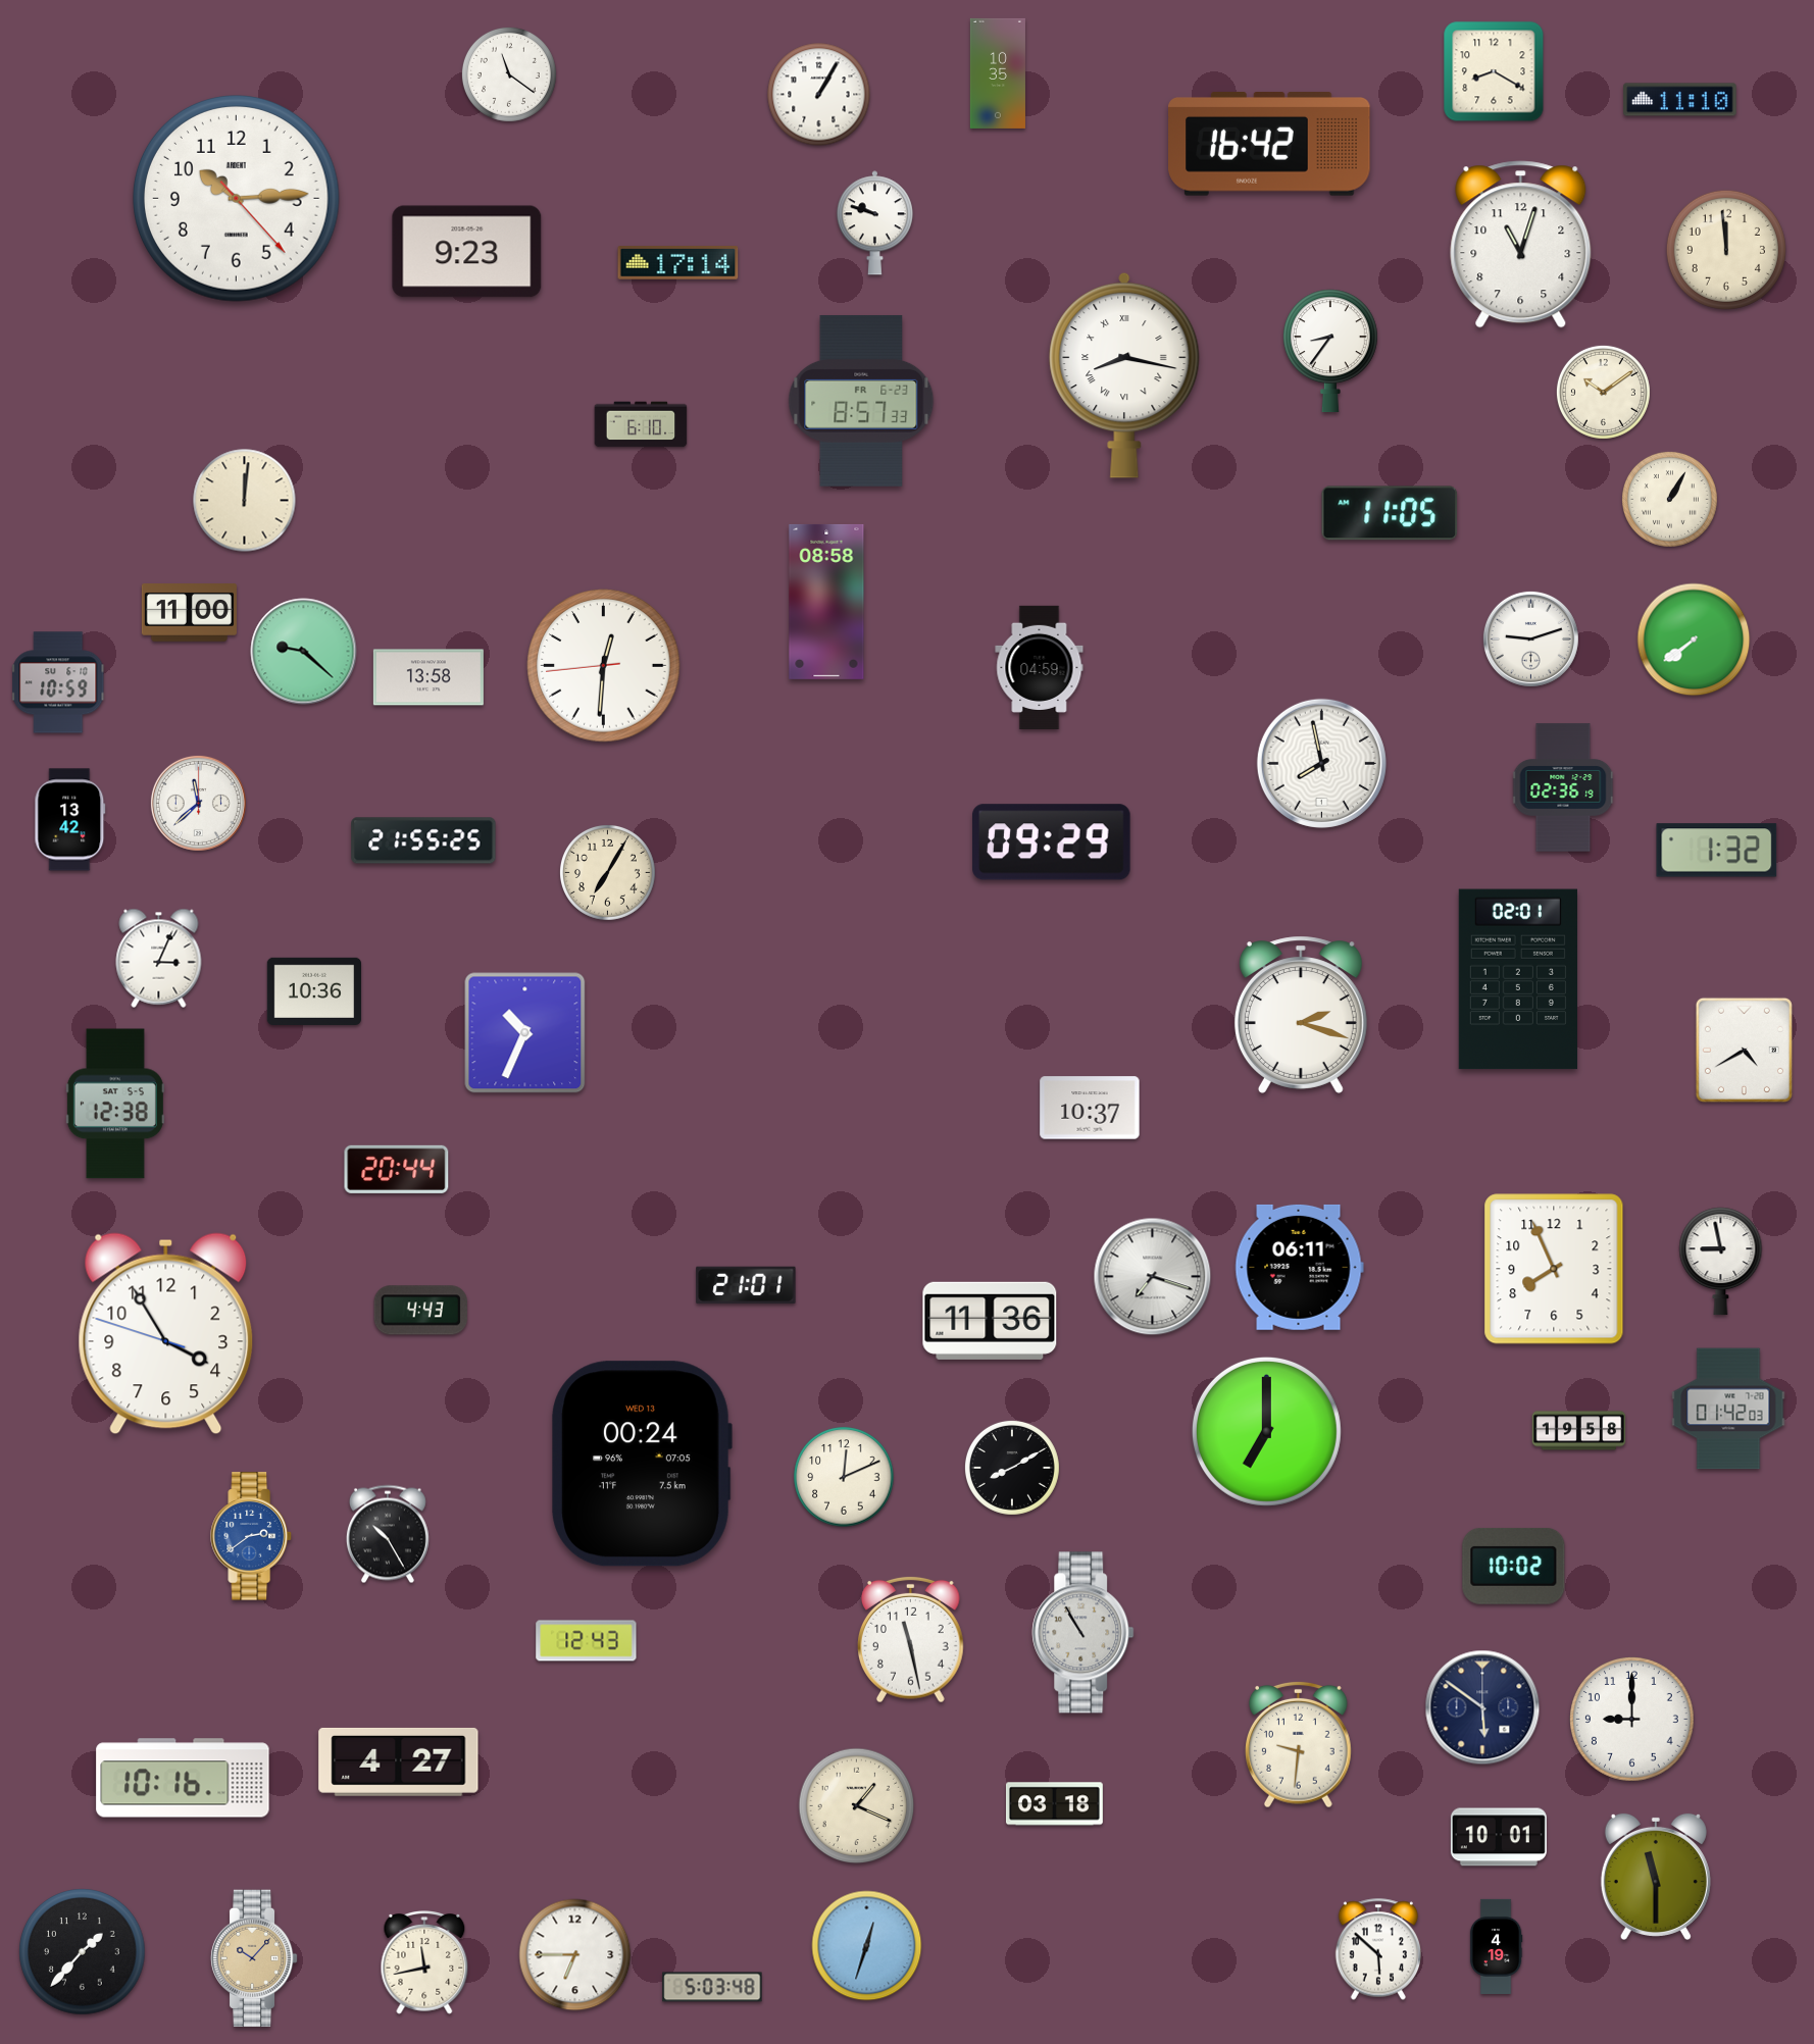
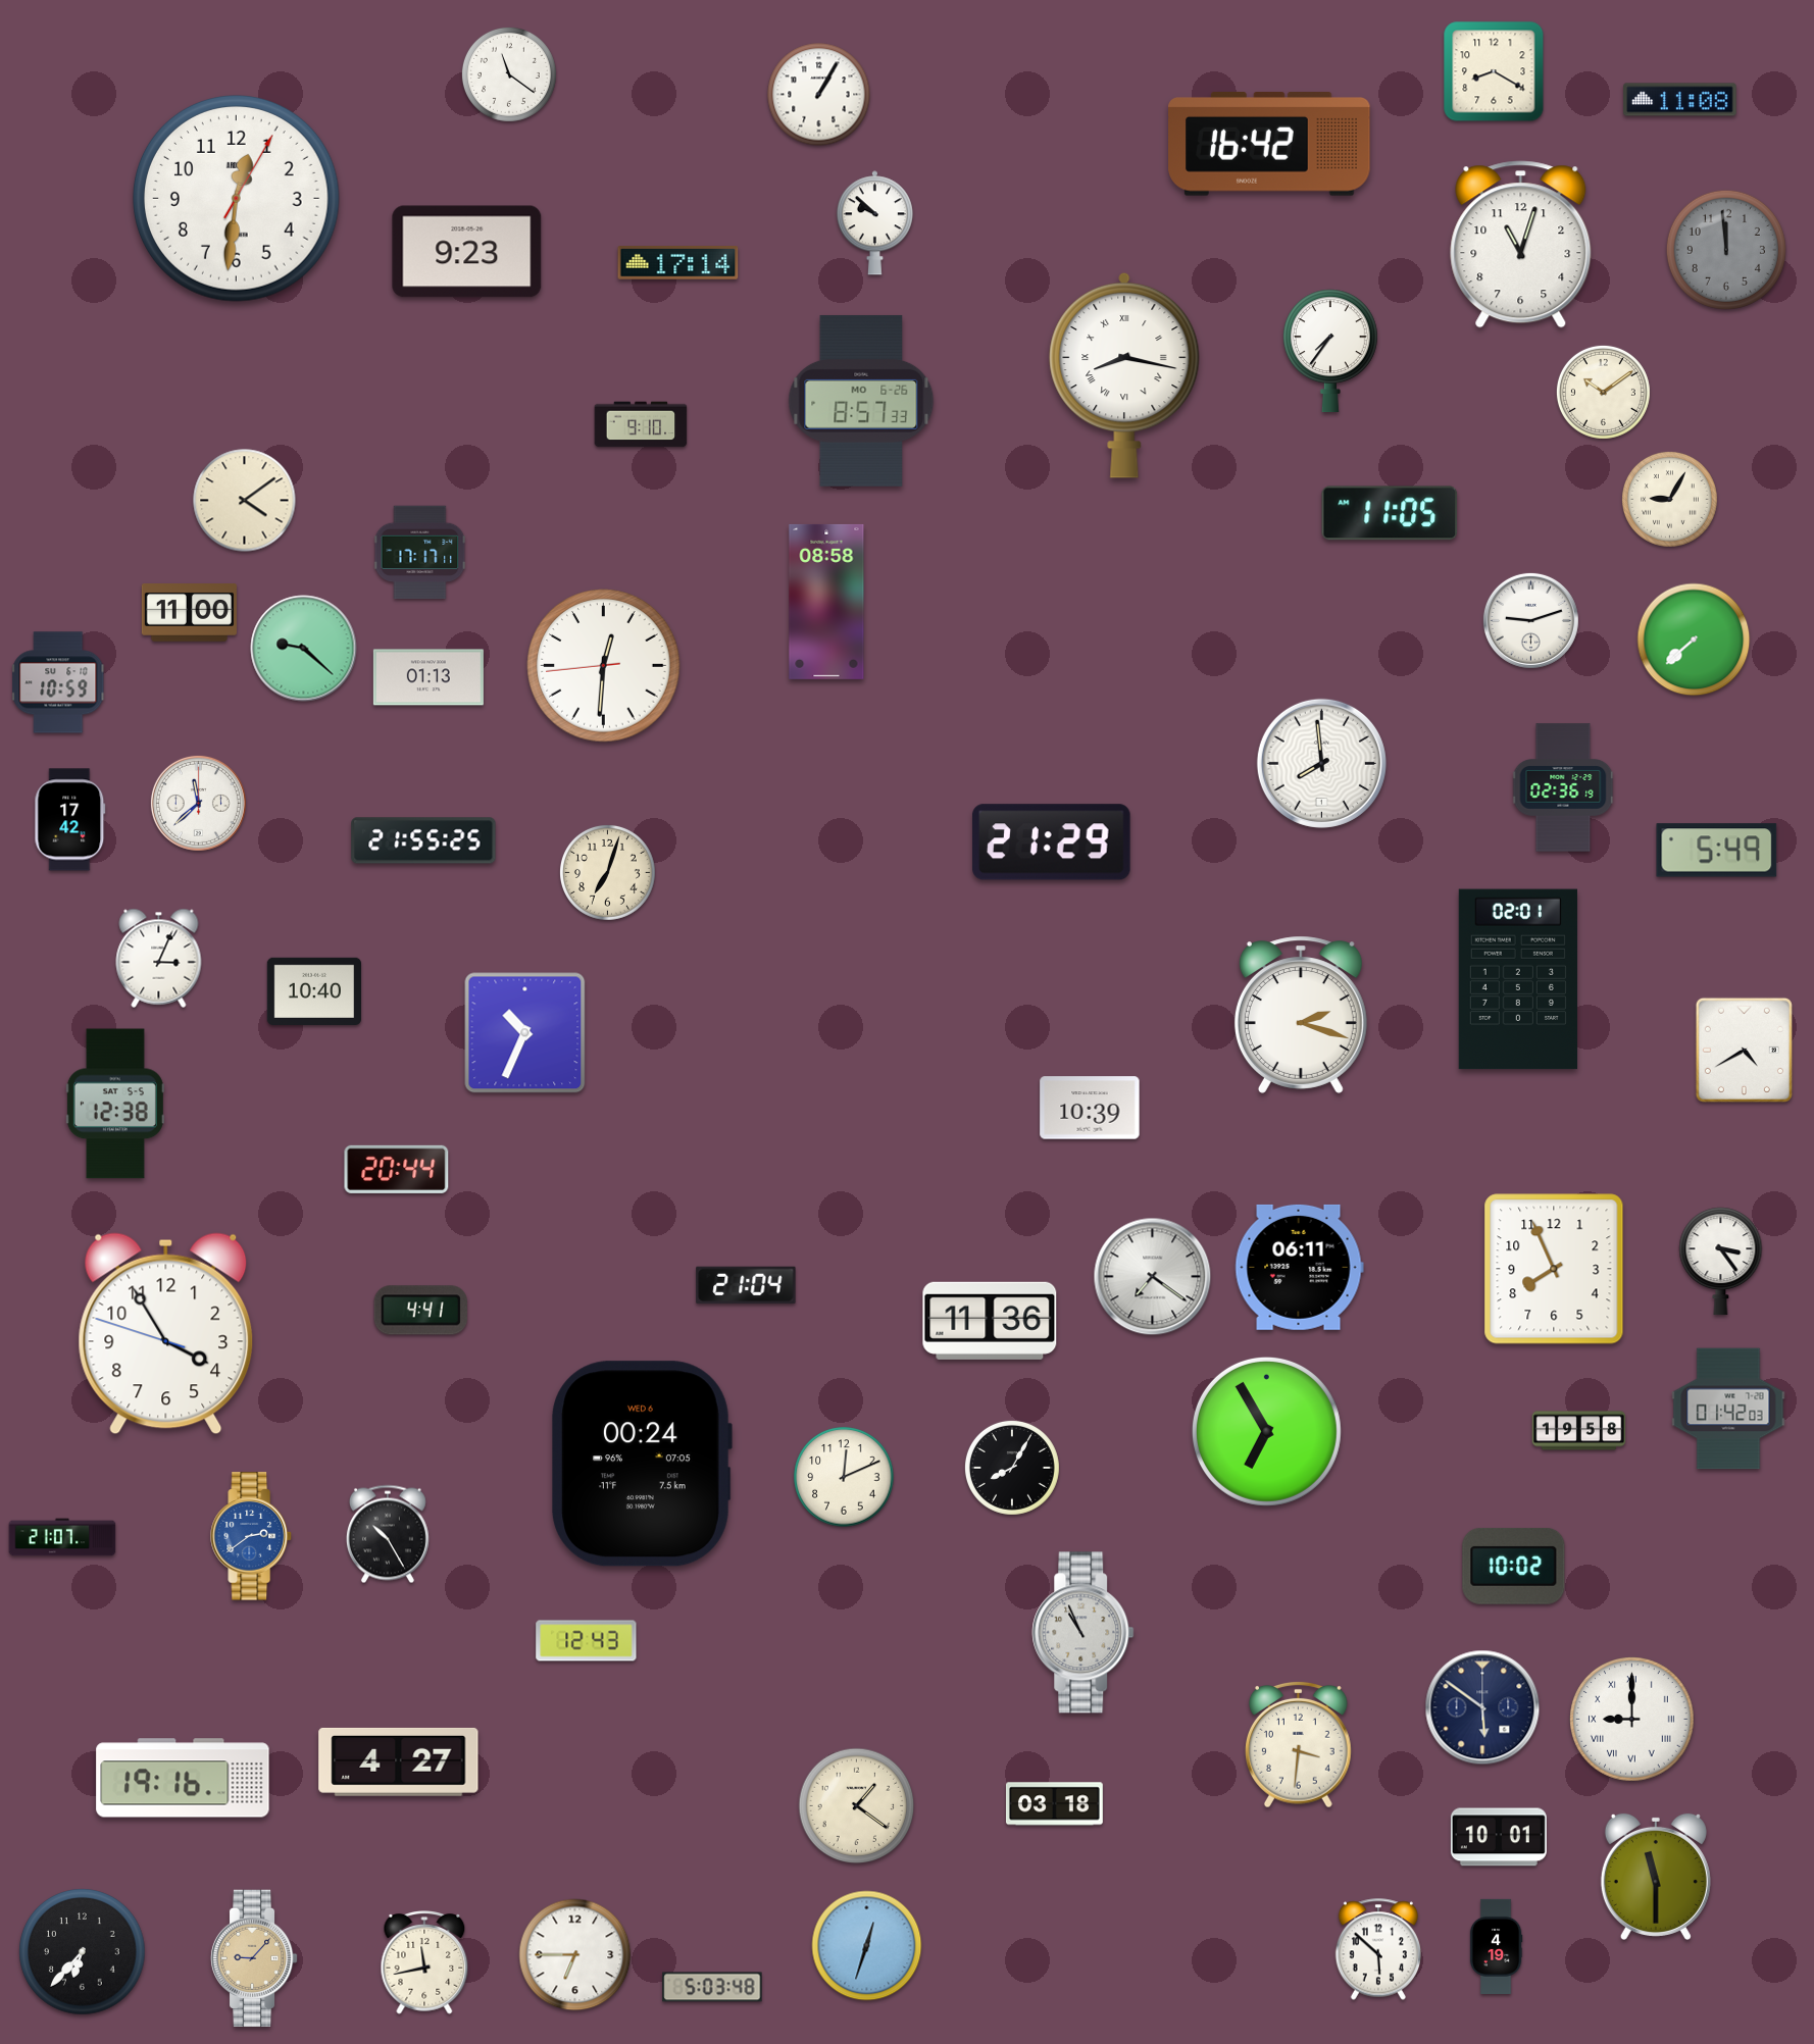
clock at (998, 73): 10:35 -> none
clock at (1680, 100): 11:10 -> 11:08
clock at (237, 199): 10:14 -> 12:31
clock at (874, 223): 9:48 -> 9:52
clock at (1726, 250) dial: cream -> grey
clock at (1330, 351): 8:36 -> 7:36
clock at (861, 401) date: FR 6-23 -> MO 6-26
clock at (641, 424): 6:10 -> 9:10
clock at (1669, 499): 1:05 -> 9:05
clock at (245, 501): 12:01 -> 4:09
clock at (420, 553): none -> 17:17
clock at (1530, 638) position: (1530, 638) -> (1530, 620)
clock at (1694, 640): 7:39 -> 7:38
clock at (304, 652) position: (304, 652) -> (304, 649)
clock at (1040, 667): 04:59 -> none
clock at (429, 677): 13:58 -> 01:13
clock at (1321, 763): 7:58 -> 7:59
clock at (70, 820): 13:42 -> 17:42
clock at (1052, 842): 09:29 -> 21:29
clock at (1717, 851): 1:32 -> 5:49
clock at (607, 872): 7:05 -> 7:03
clock at (313, 991): 10:36 -> 10:40
clock at (1090, 1108): 10:37 -> 10:39
clock at (1721, 1262): 8:58 -> 3:24
clock at (1153, 1277): 7:18 -> 7:21
clock at (746, 1285): 21:01 -> 21:04
clock at (420, 1311): 4:43 -> 4:41
clock at (1266, 1431): 7:00 -> 6:55
clock at (642, 1464) date: WED 13 -> WED 6
clock at (1012, 1468): 8:10 -> 8:05
clock at (62, 1537): none -> 21:07
clock at (1084, 1633): 10:55 -> 10:56
clock at (911, 1639): 11:28 -> none
clock at (1632, 1720) numerals: Arabic -> Roman
clock at (1299, 1744): 9:31 -> 3:31
clock at (183, 1778): 10:16 -> 19:16
clock at (857, 1806): 1:19 -> 1:21
clock at (83, 1952): 1:37 -> 6:37
clock at (254, 1958): 10:07 -> 9:07
